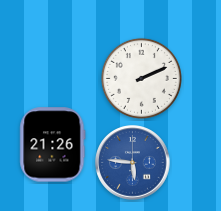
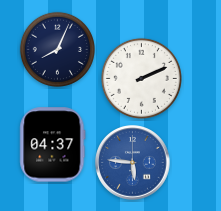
clock at (57, 49): none -> 8:04
clock at (53, 145): 21:26 -> 04:37
